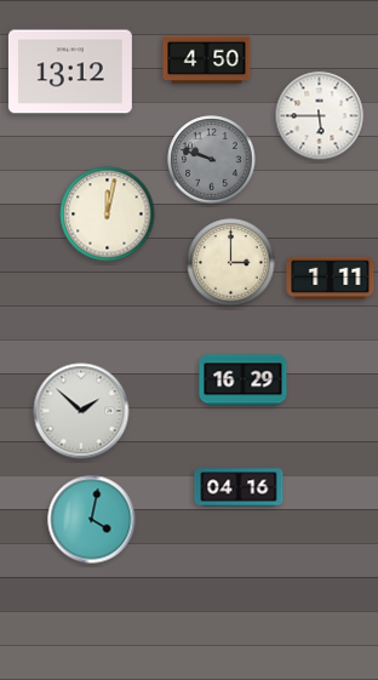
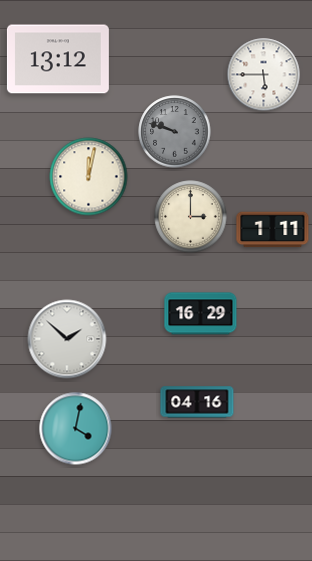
clock at (207, 61): 4:50 -> none
clock at (320, 116) position: (320, 116) -> (264, 75)
